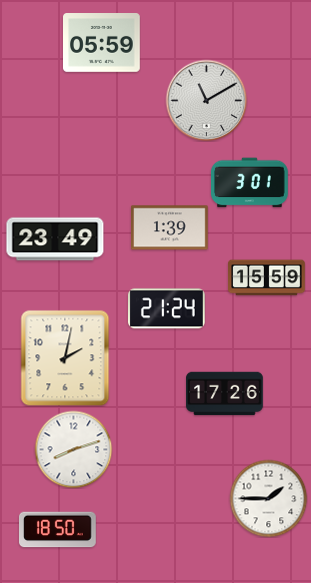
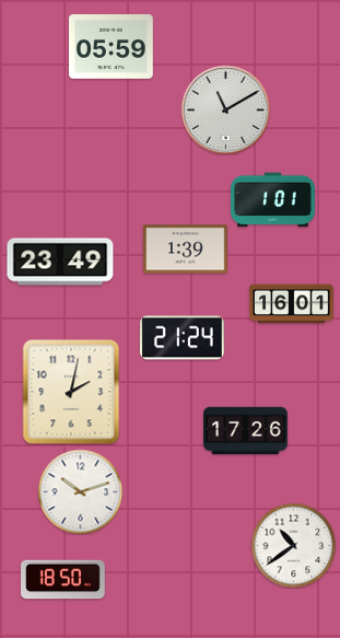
clock at (250, 183): 3:01 -> 1:01
clock at (267, 278): 15:59 -> 16:01
clock at (73, 449): 8:12 -> 10:12
clock at (268, 498): 1:45 -> 10:39
